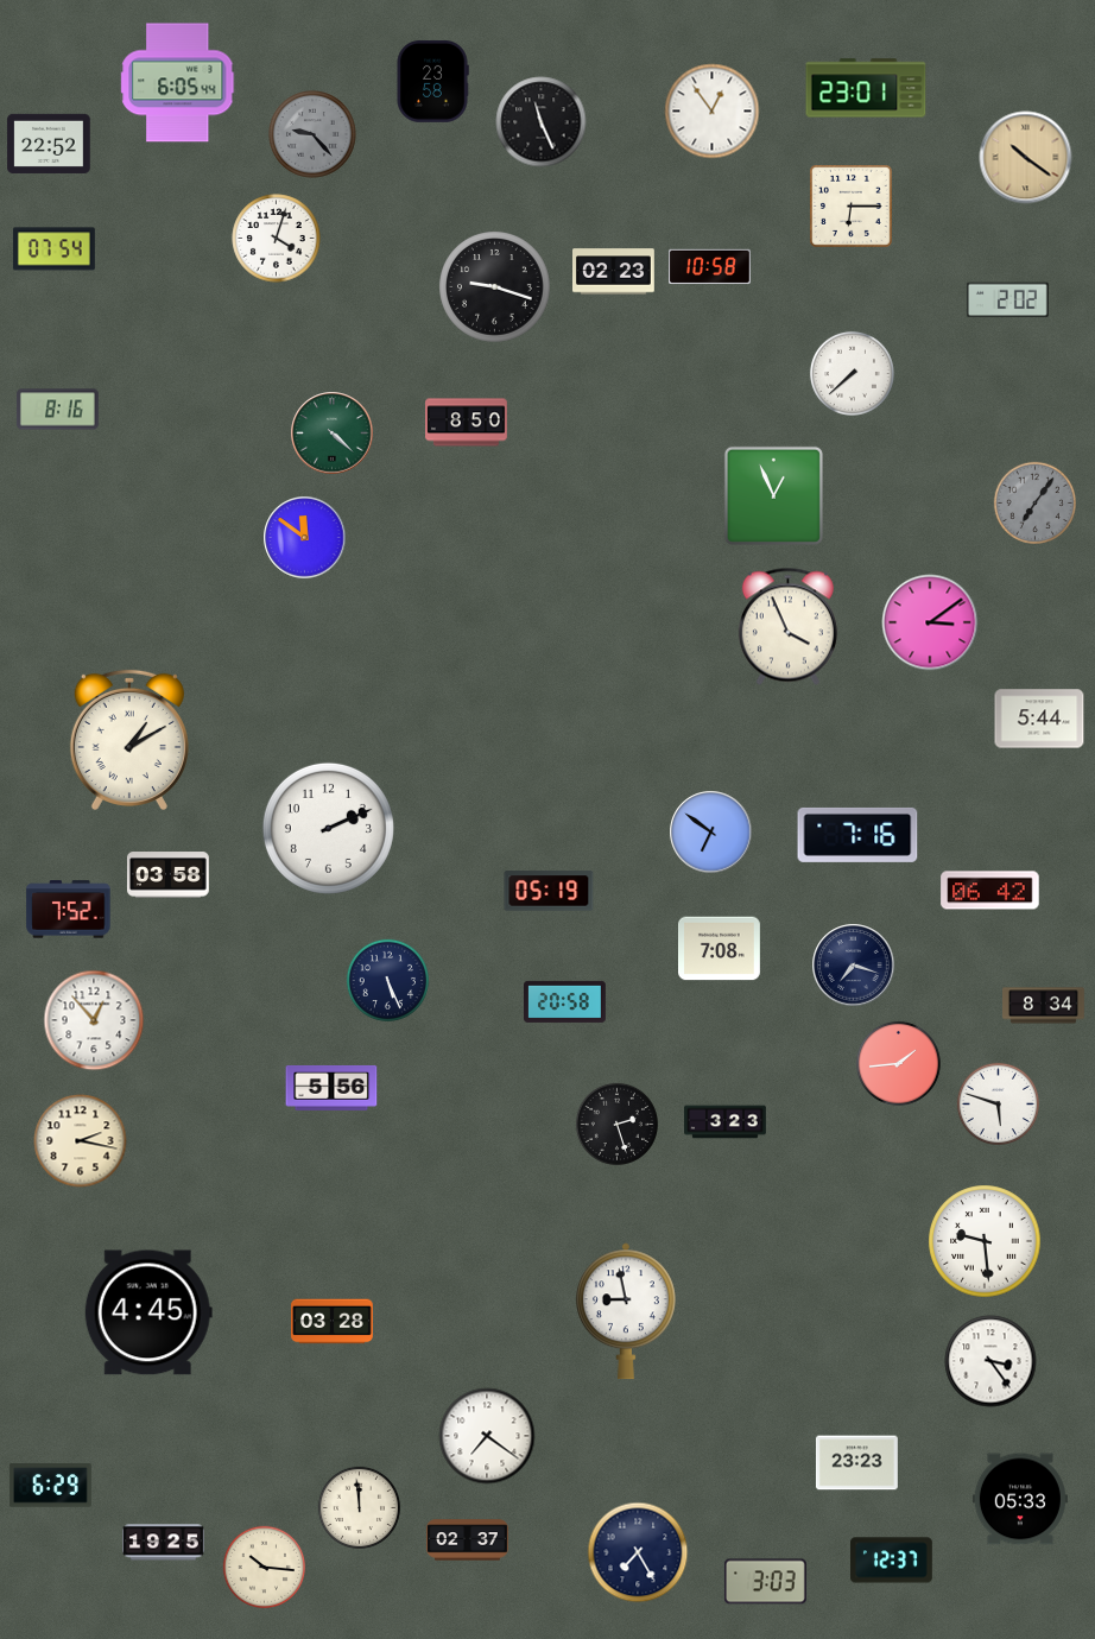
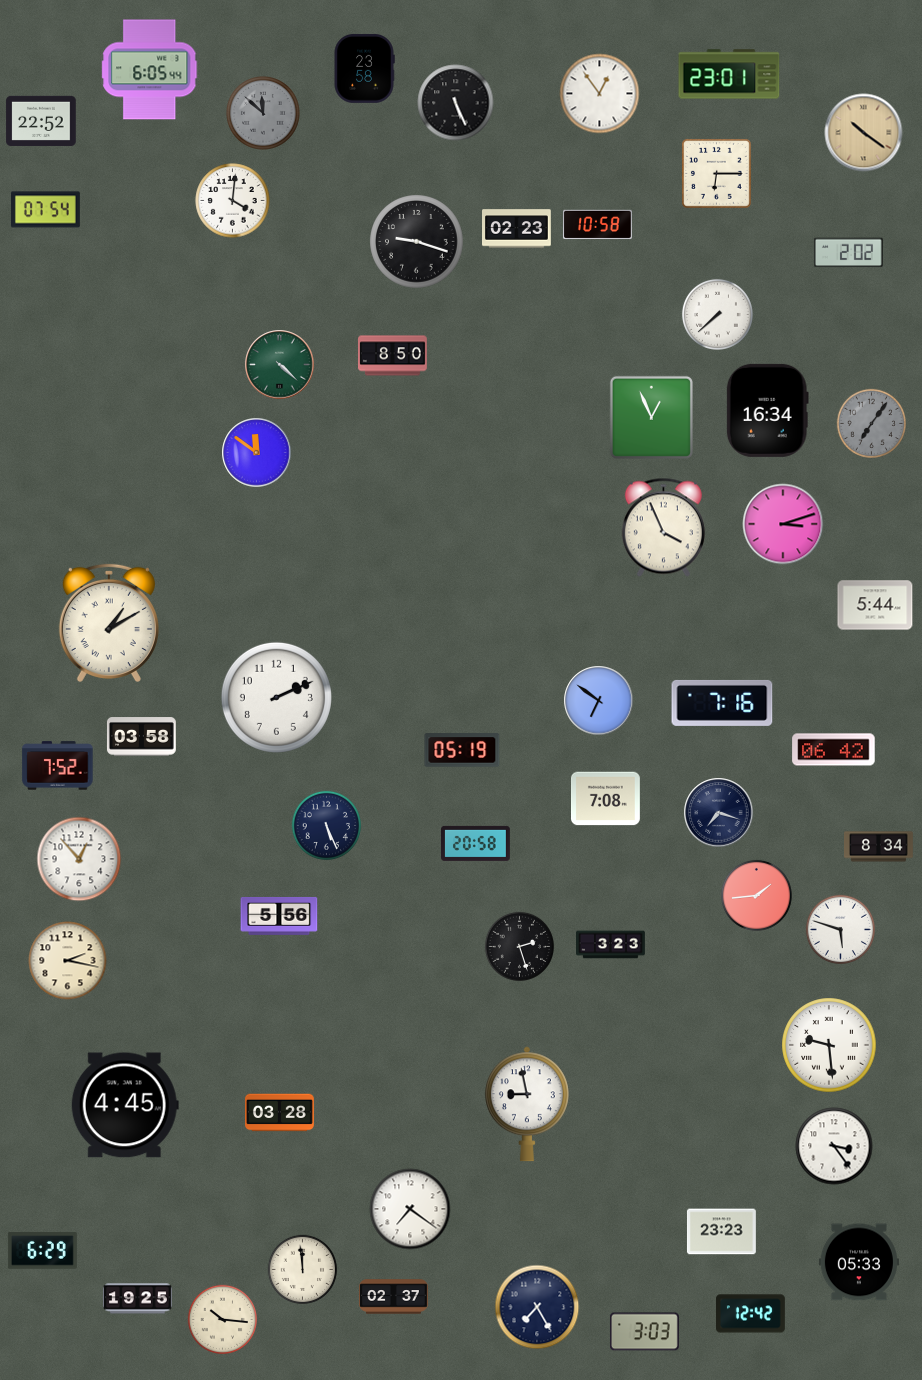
clock at (542, 122): 11:26 -> 5:26
clock at (312, 134): 9:23 -> 11:52
clock at (277, 239): 4:03 -> 4:01
clock at (57, 410): 8:16 -> none
clock at (767, 410): none -> 16:34
clock at (930, 622): 3:09 -> 3:12
clock at (892, 1561): 12:37 -> 12:42
